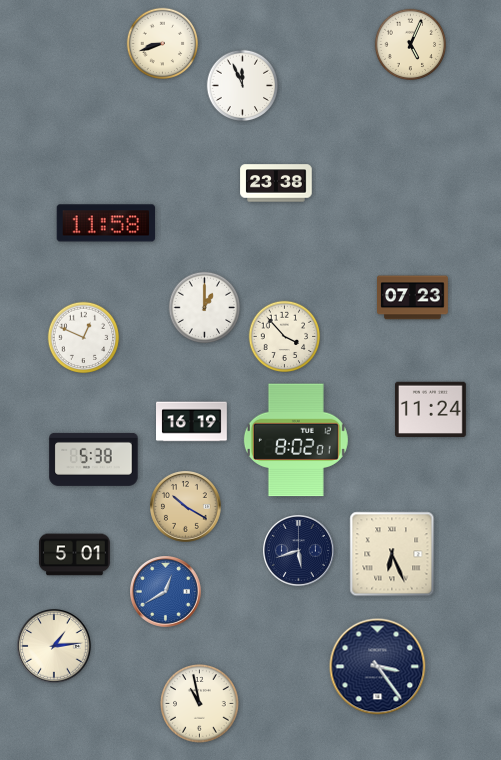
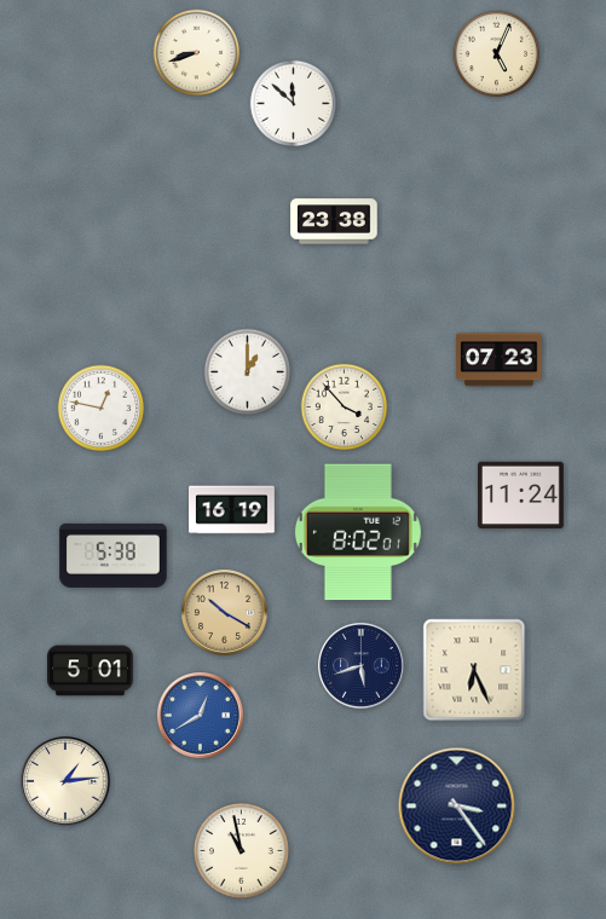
clock at (243, 86): 11:56 -> 11:52
clock at (106, 223): 11:58 -> none
clock at (84, 338): 12:49 -> 12:47
